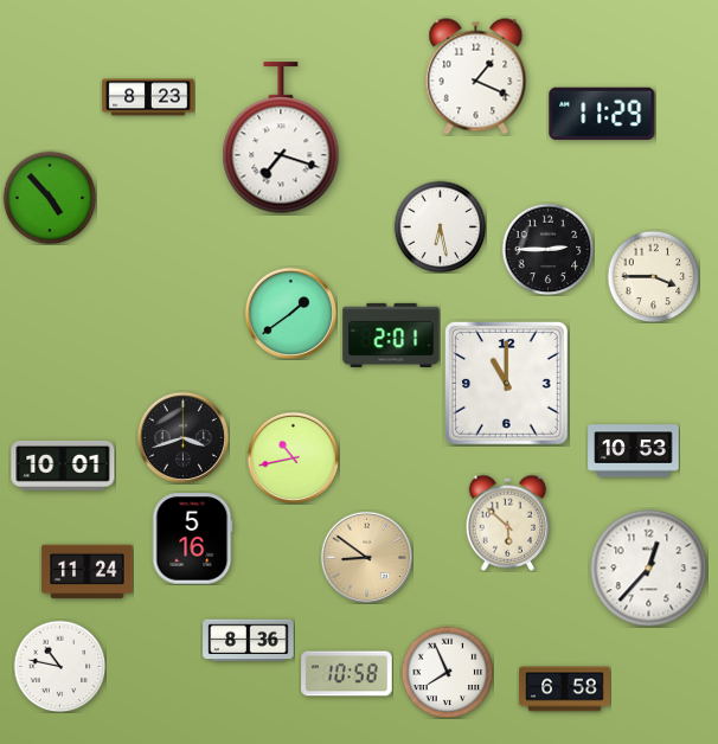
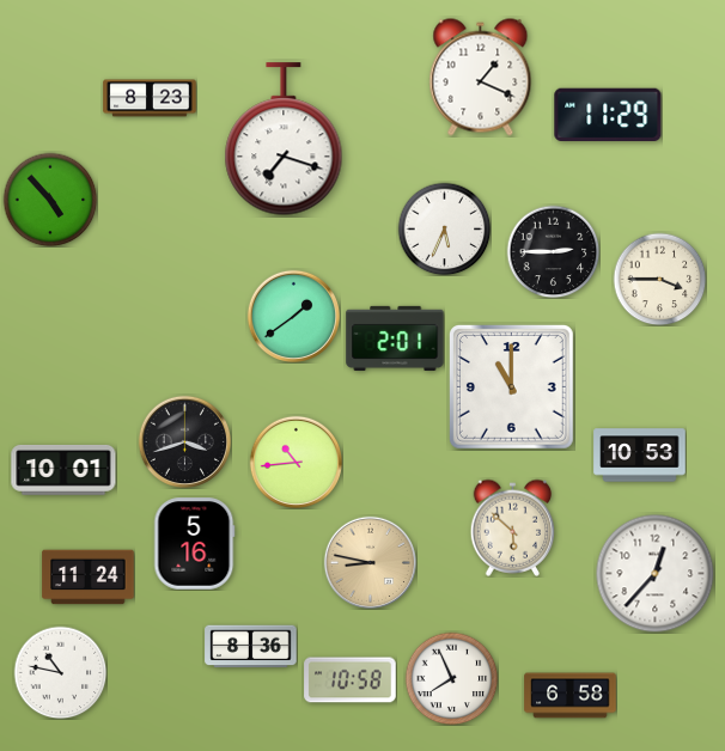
clock at (440, 226): 6:28 -> 5:34
clock at (293, 457): 10:43 -> 10:44
clock at (366, 557): 8:51 -> 8:47
